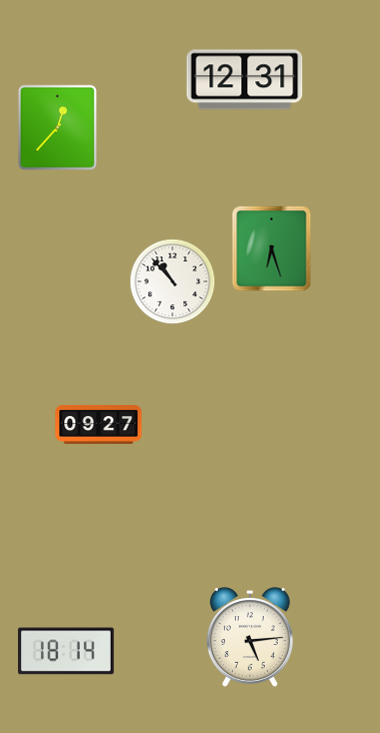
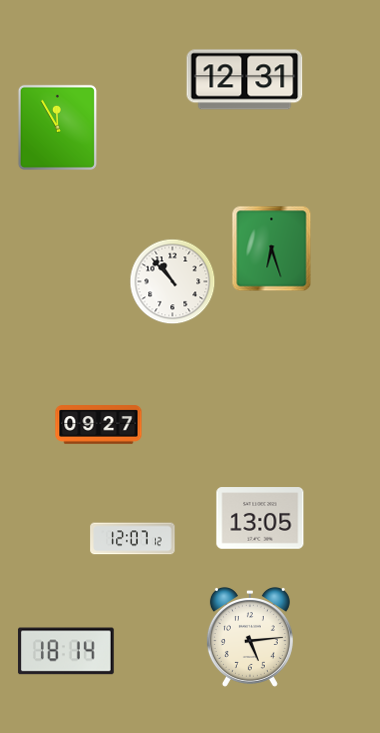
clock at (57, 127): 12:37 -> 11:55
clock at (260, 518): none -> 13:05
clock at (133, 539): none -> 12:07
